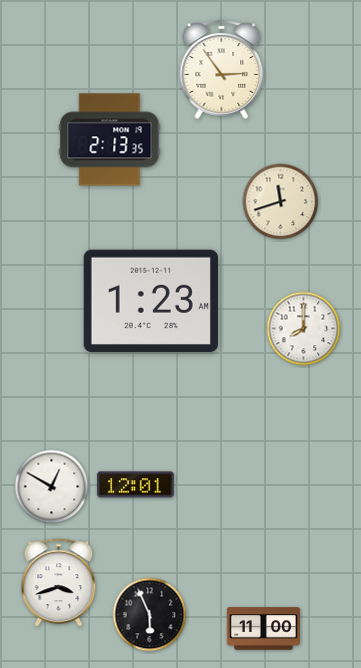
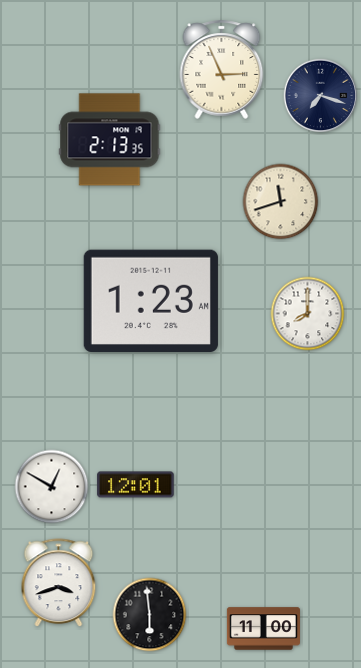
clock at (222, 69): 2:54 -> 2:56
clock at (321, 96): none -> 7:18
clock at (304, 329) position: (304, 329) -> (308, 314)
clock at (150, 615): 5:56 -> 5:59
